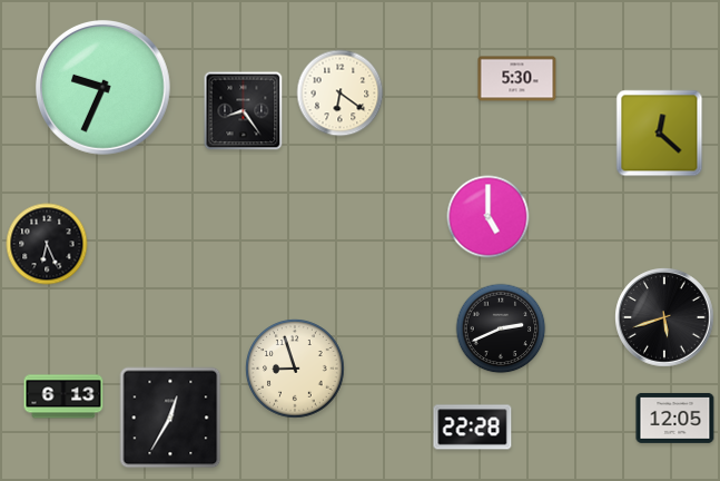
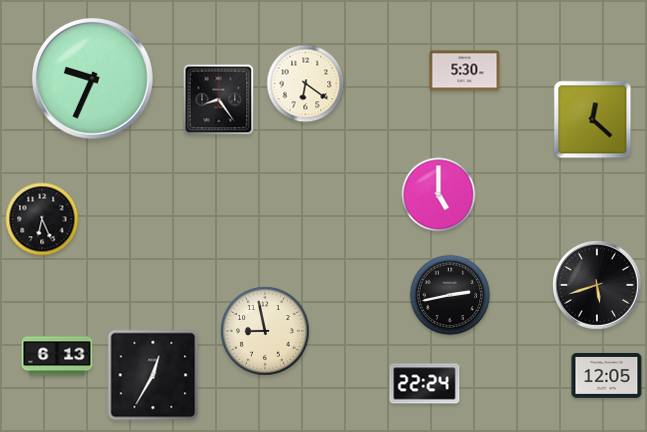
clock at (501, 328): 2:41 -> 2:43
clock at (295, 369): 8:57 -> 8:58
clock at (473, 428): 22:28 -> 22:24
